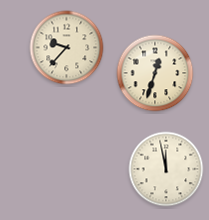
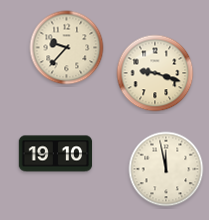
clock at (155, 73): 12:33 -> 9:18
clock at (56, 154): none -> 19:10
